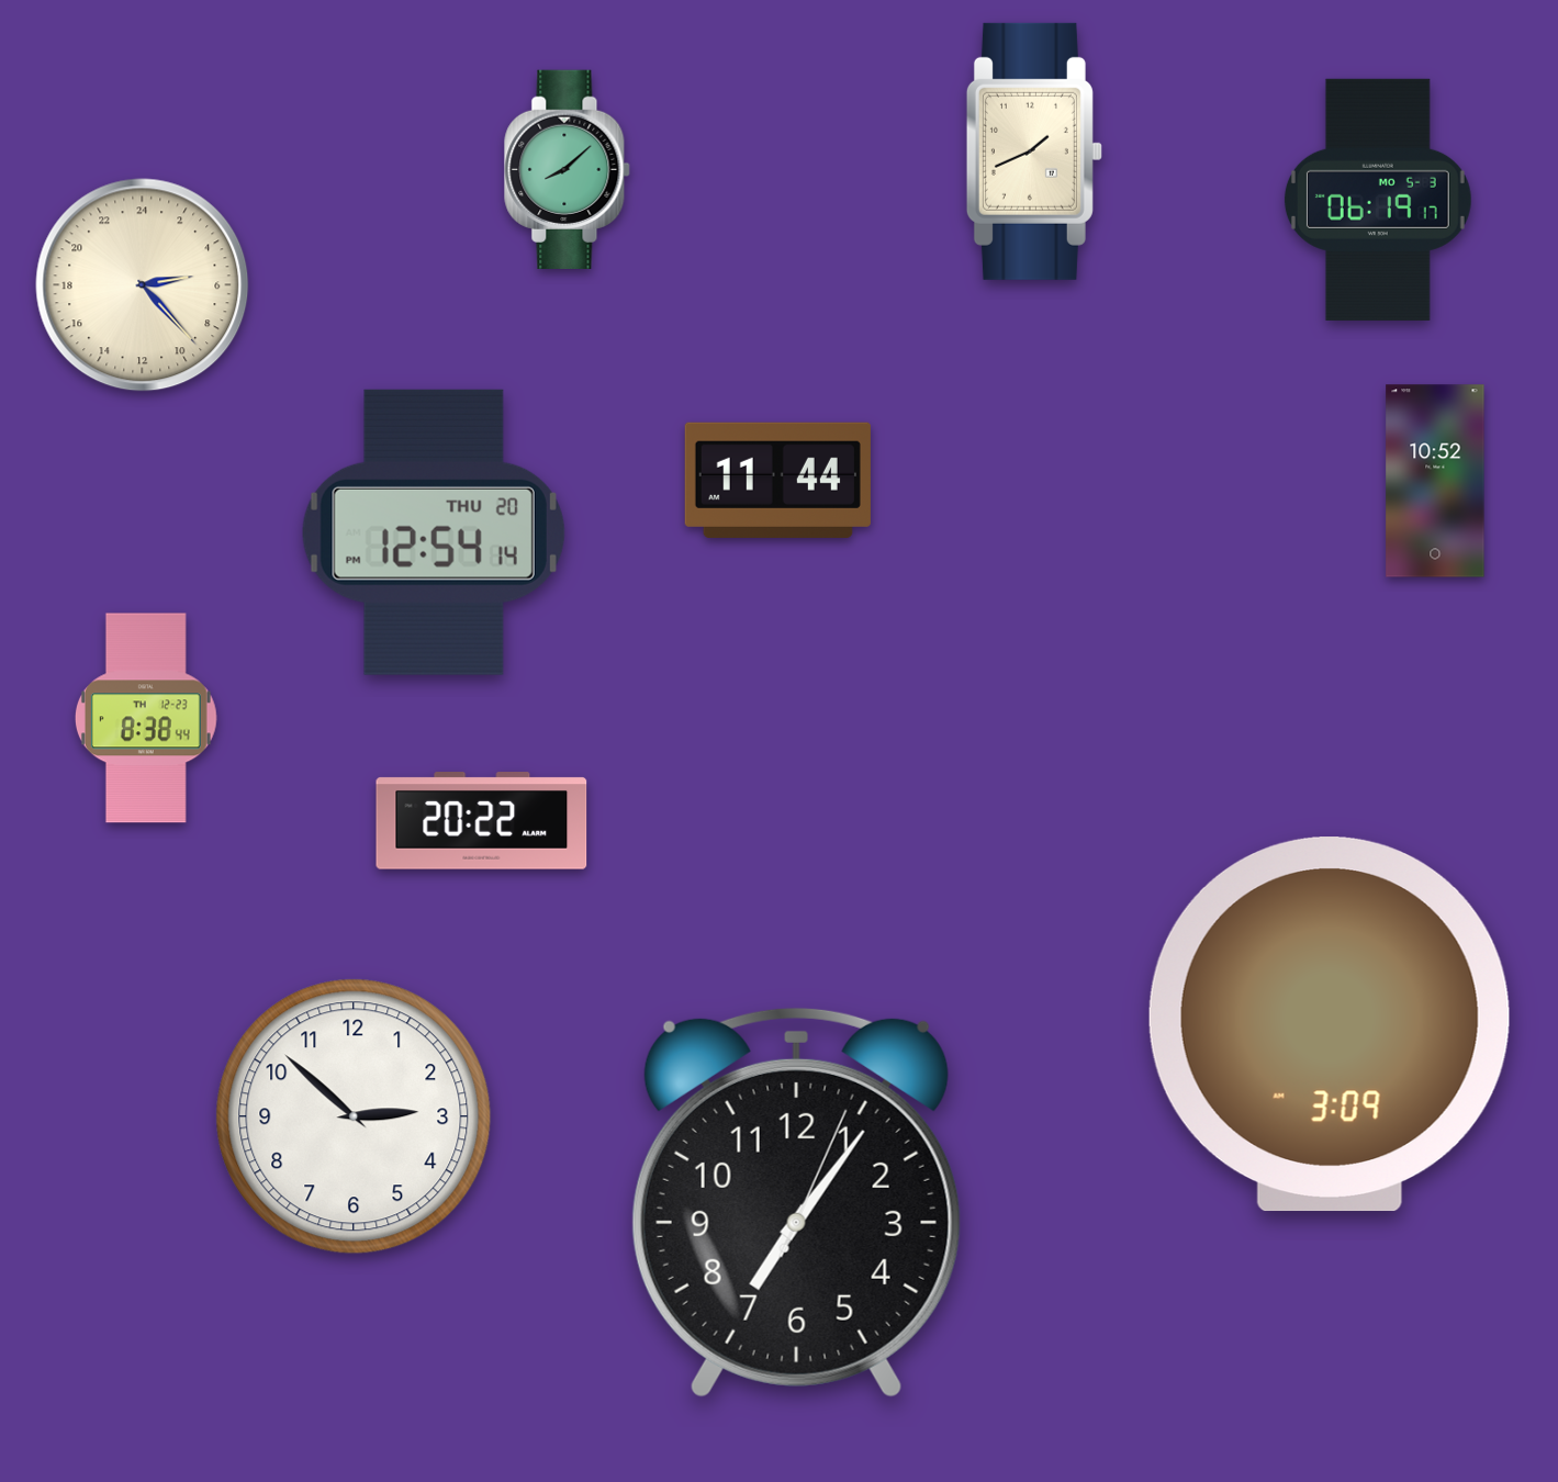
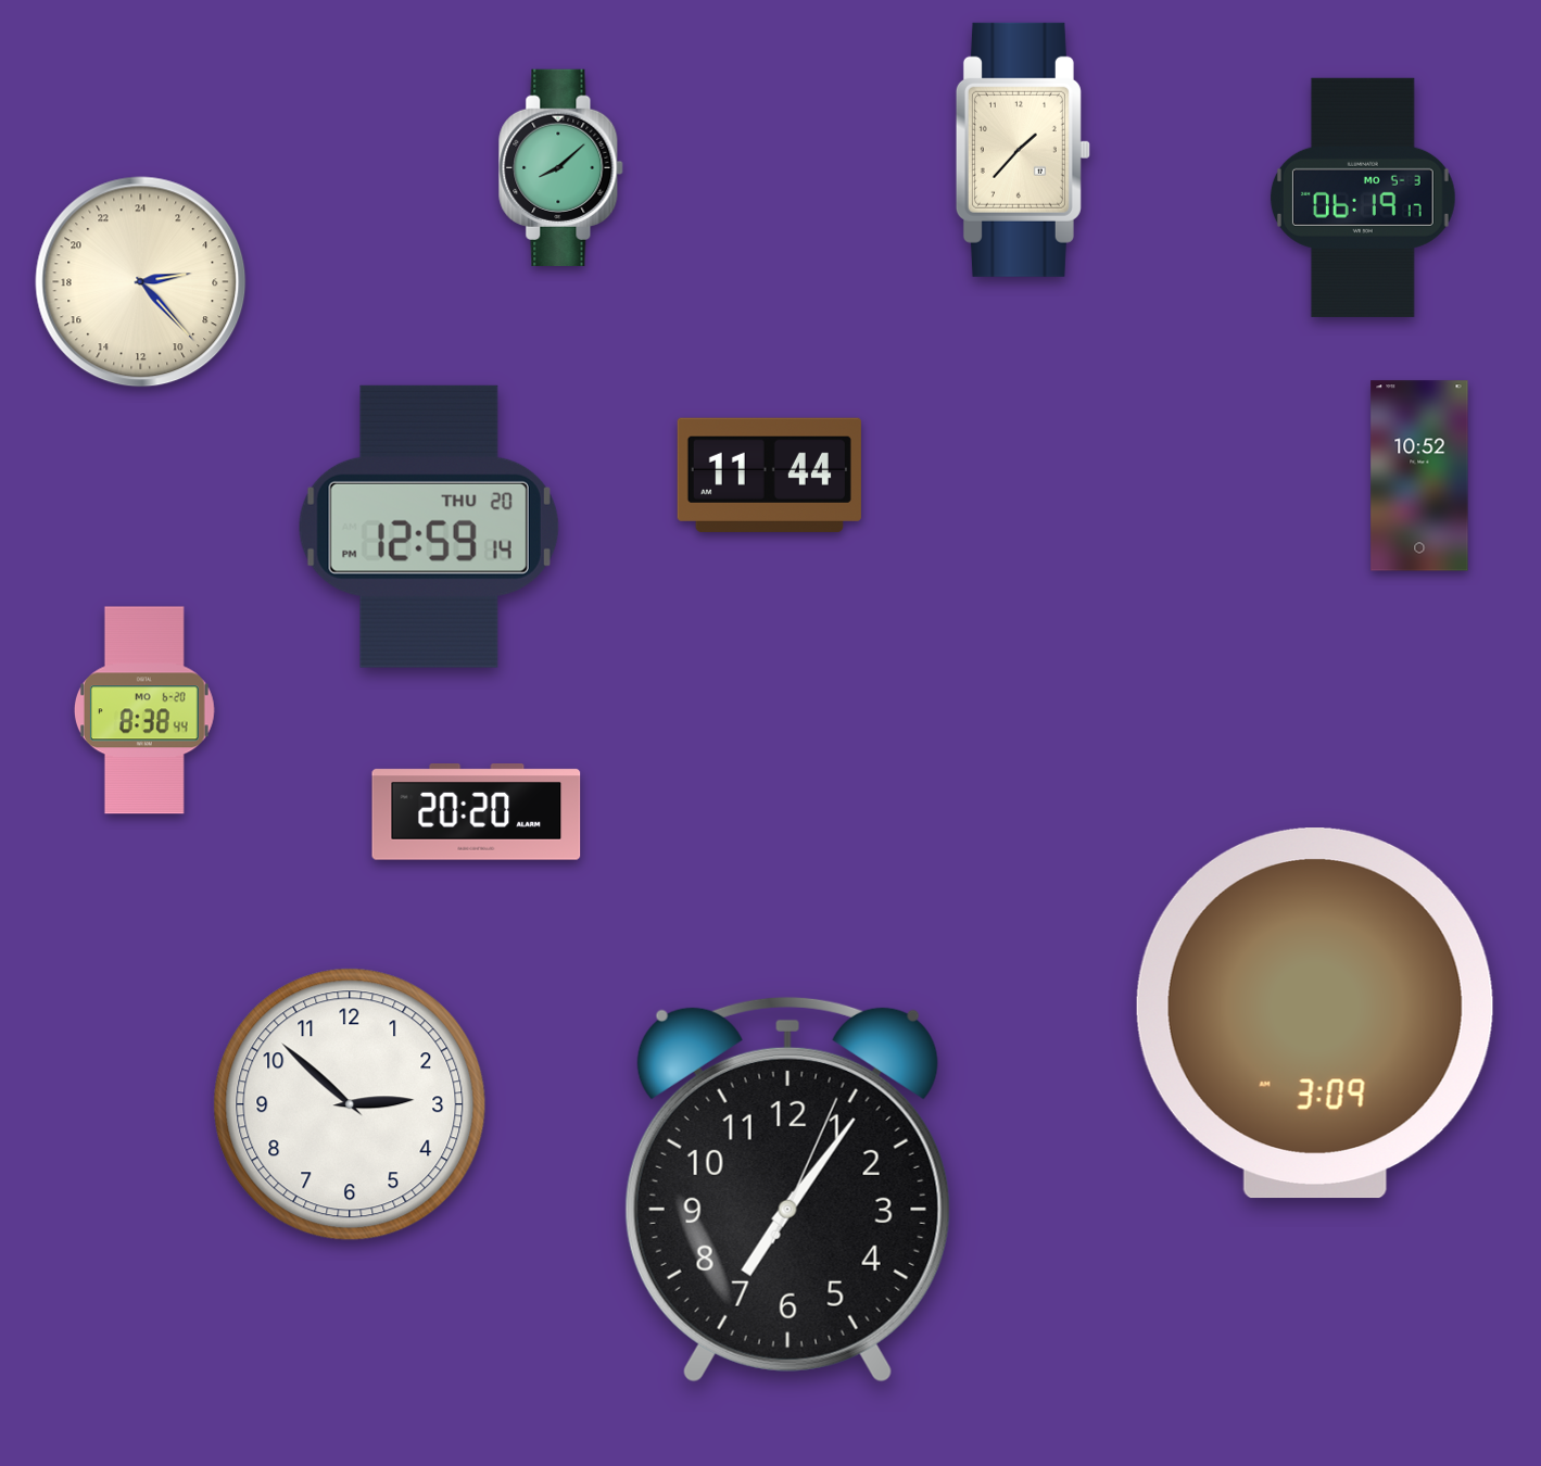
clock at (1034, 151): 1:41 -> 1:37
clock at (434, 532): 12:54 -> 12:59
clock at (146, 718) date: TH 12-23 -> MO 6-20
clock at (482, 821): 20:22 -> 20:20
